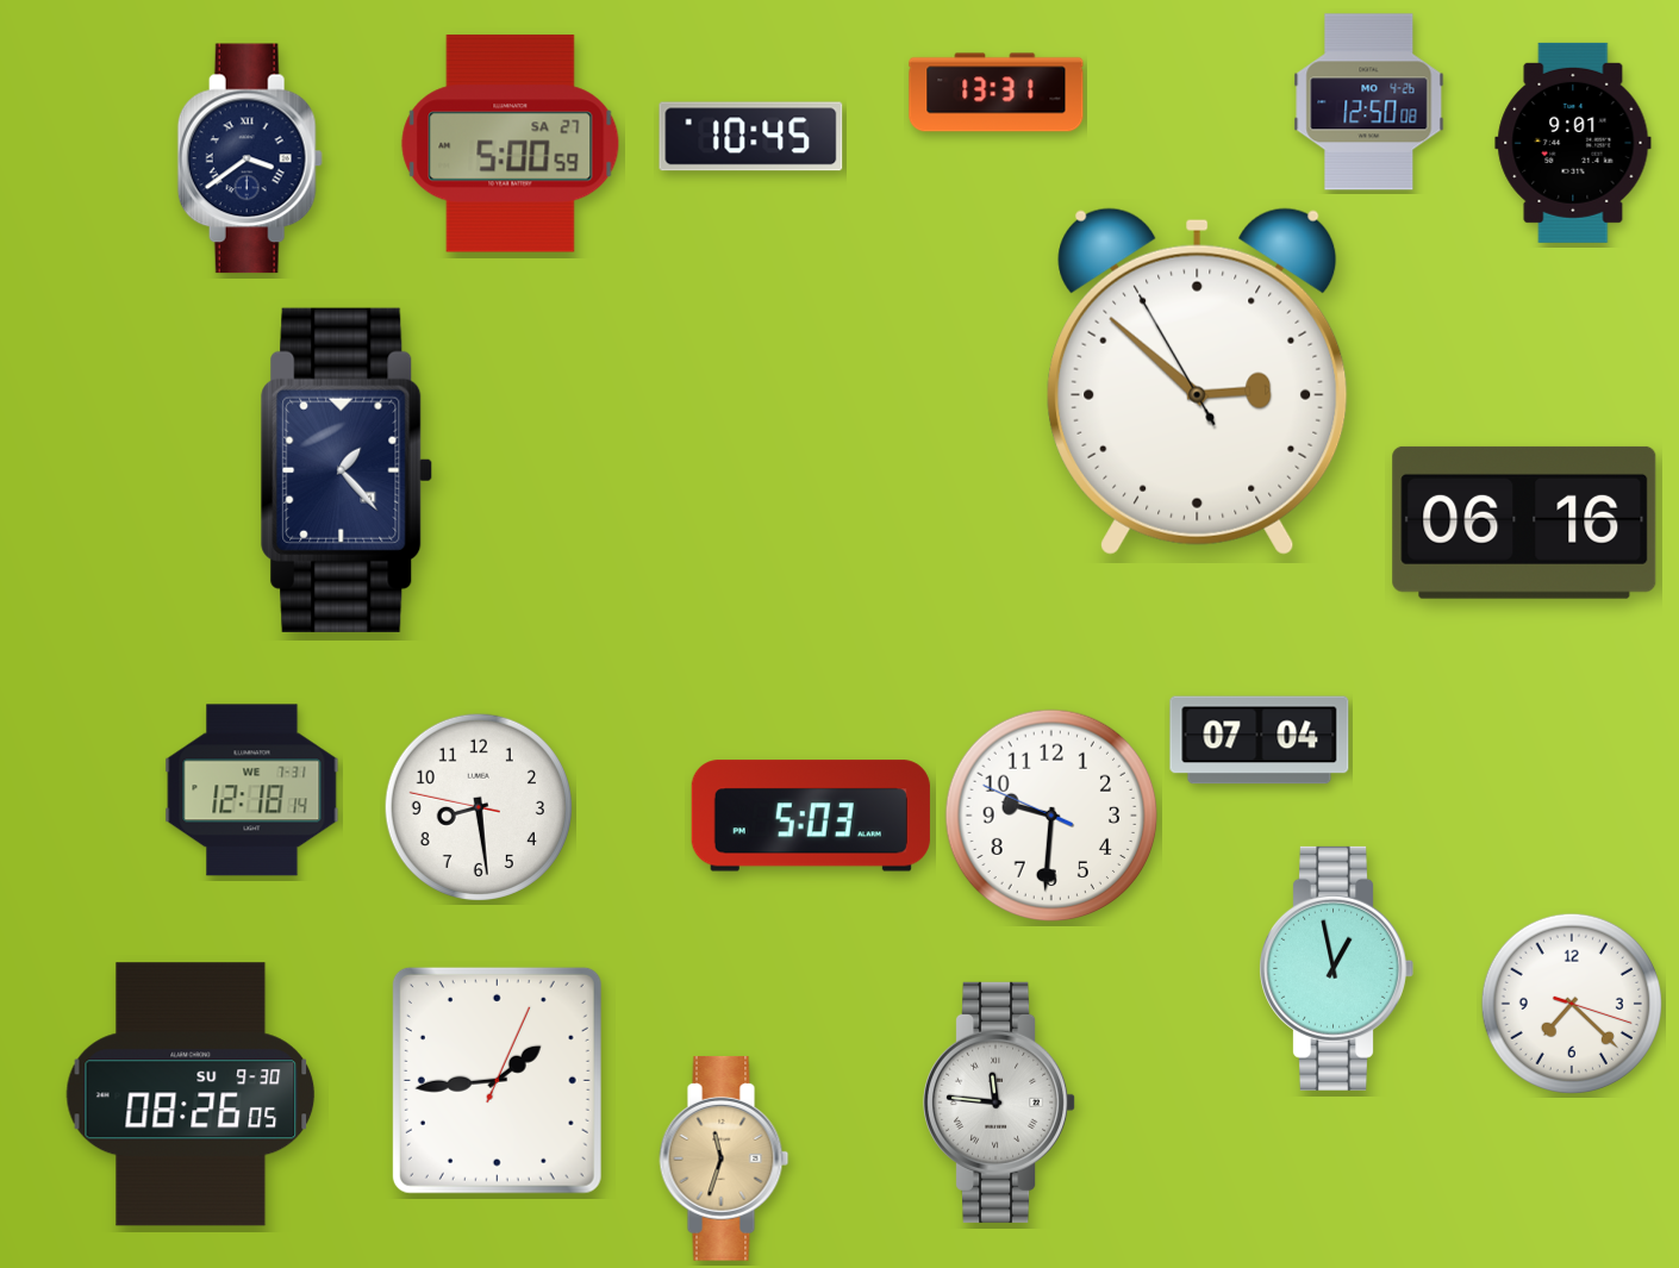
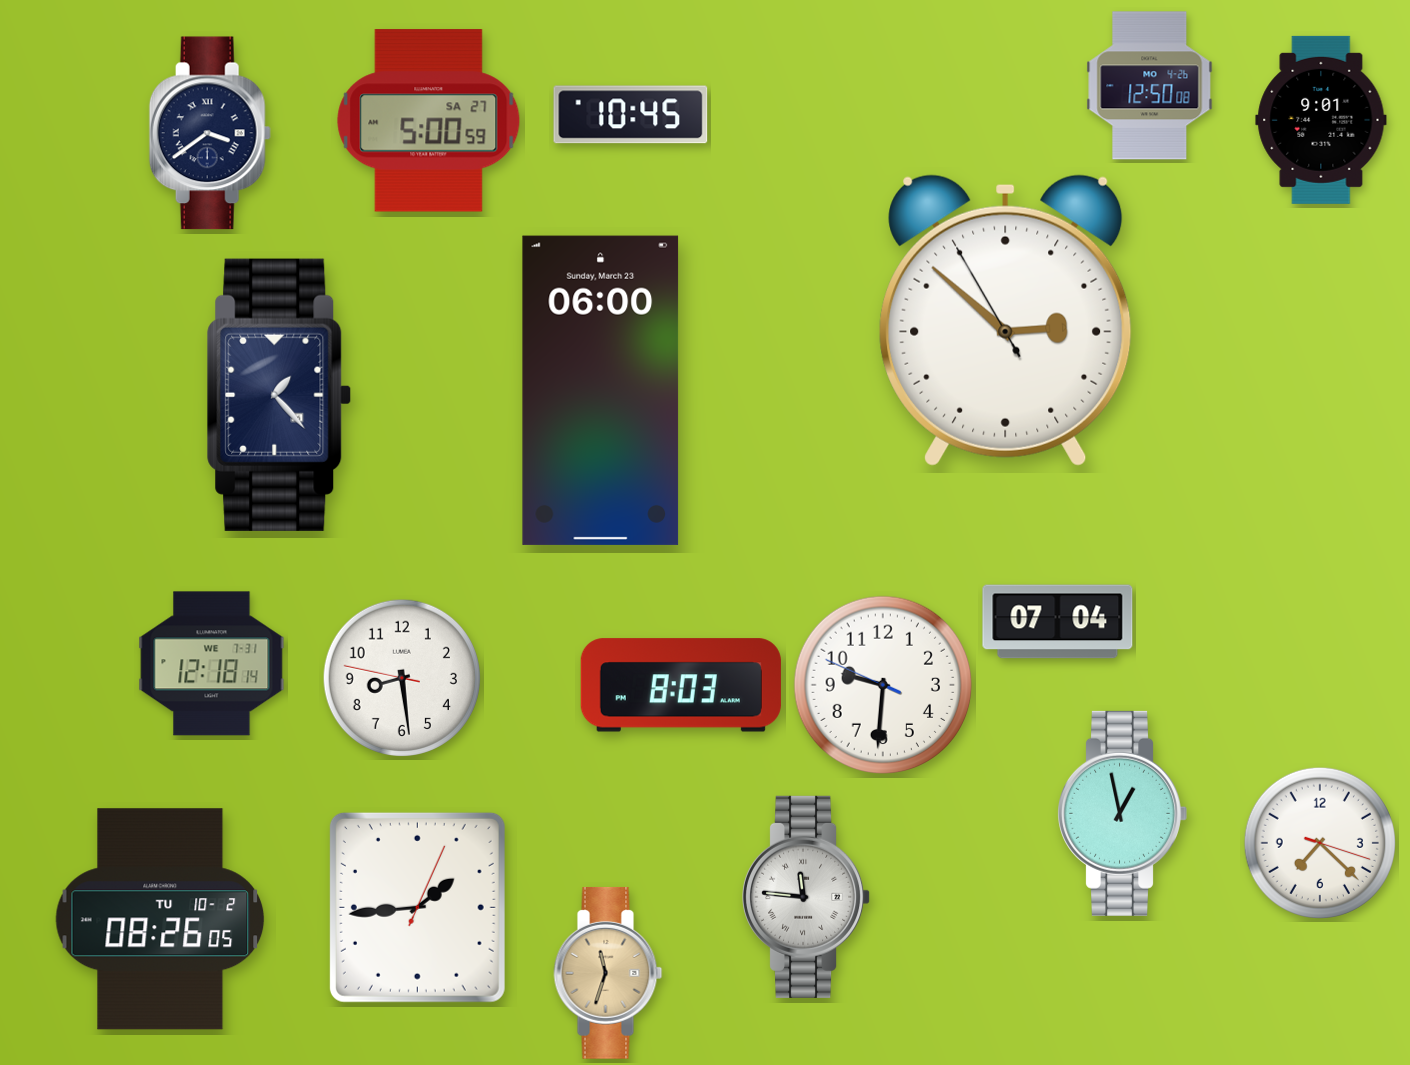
clock at (997, 93): 13:31 -> none
clock at (601, 390): none -> 06:00
clock at (347, 470) position: (347, 470) -> (279, 395)
clock at (1524, 523): 06:16 -> none
clock at (811, 816): 5:03 -> 8:03
clock at (191, 1094) date: SU 9-30 -> TU 10-2
clock at (1000, 1103) position: (1000, 1103) -> (807, 897)
